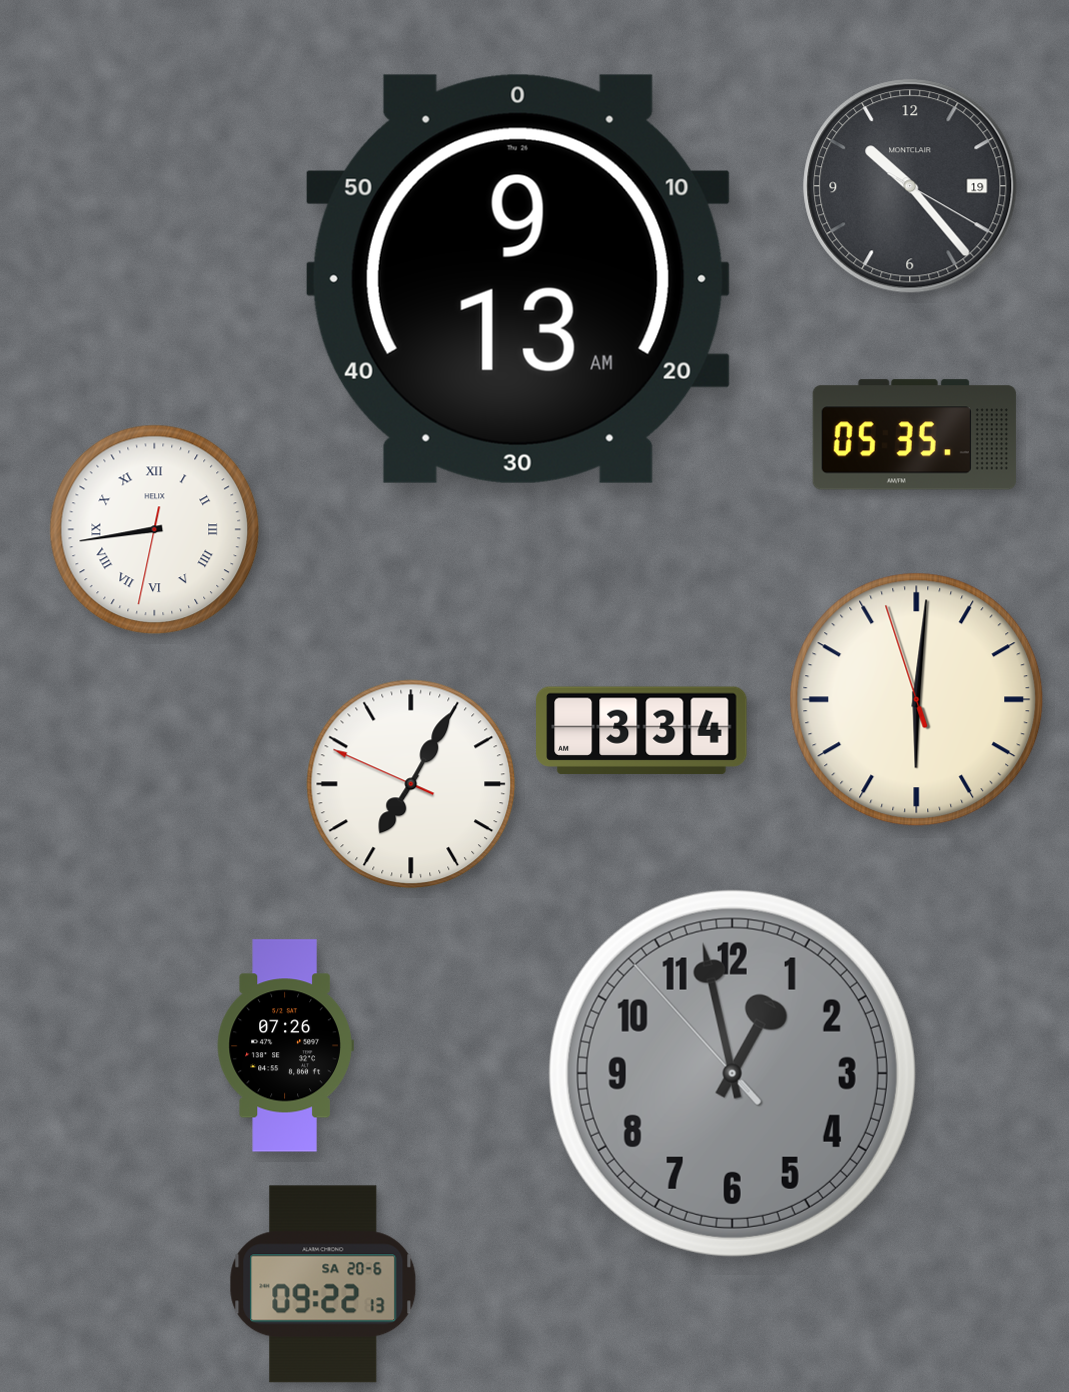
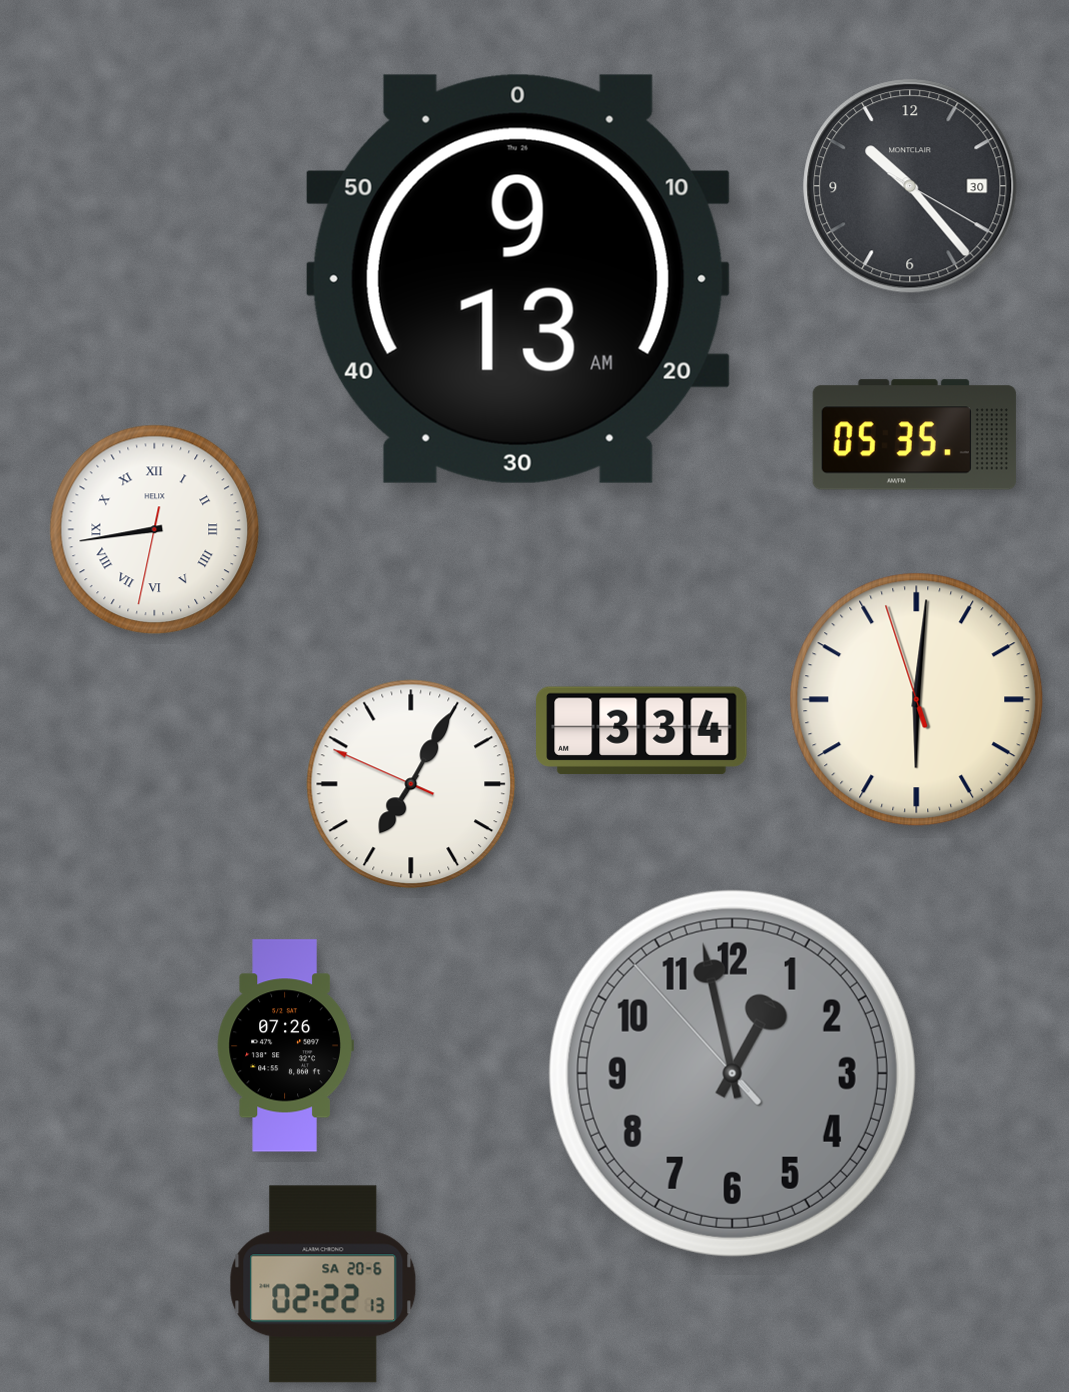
clock at (910, 186) date: 19 -> 30
clock at (323, 1284): 09:22 -> 02:22
